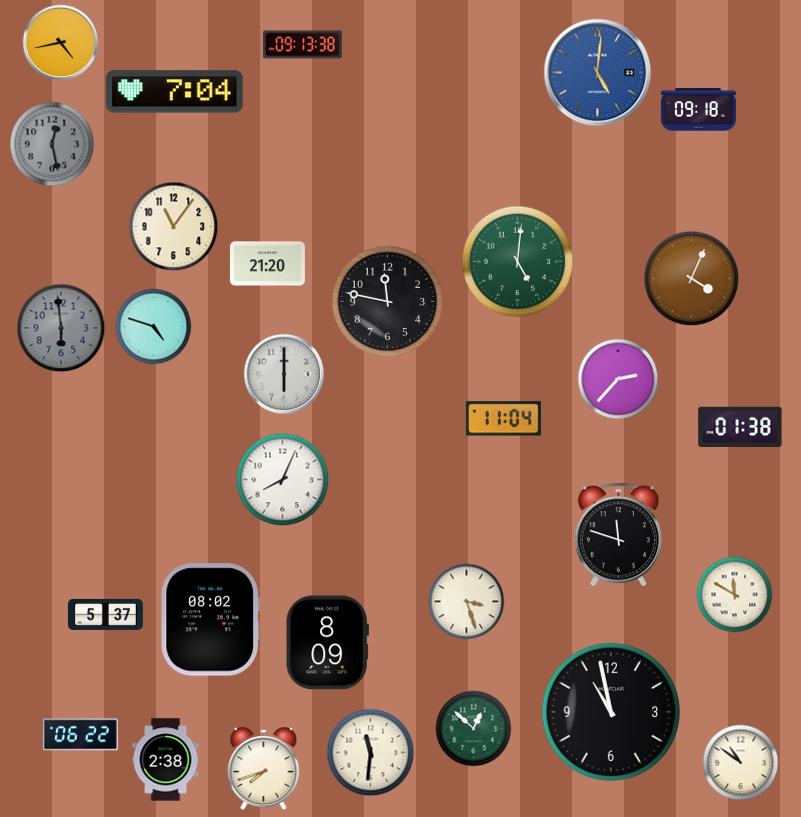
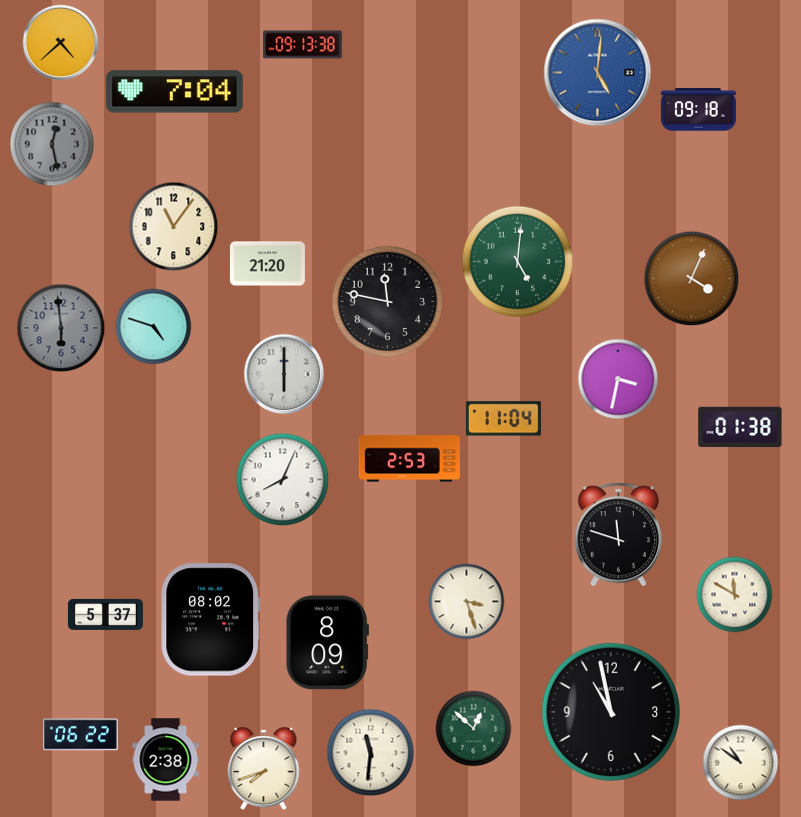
clock at (61, 43): 4:43 -> 4:38
clock at (618, 379): 2:37 -> 3:32
clock at (409, 459): none -> 2:53
